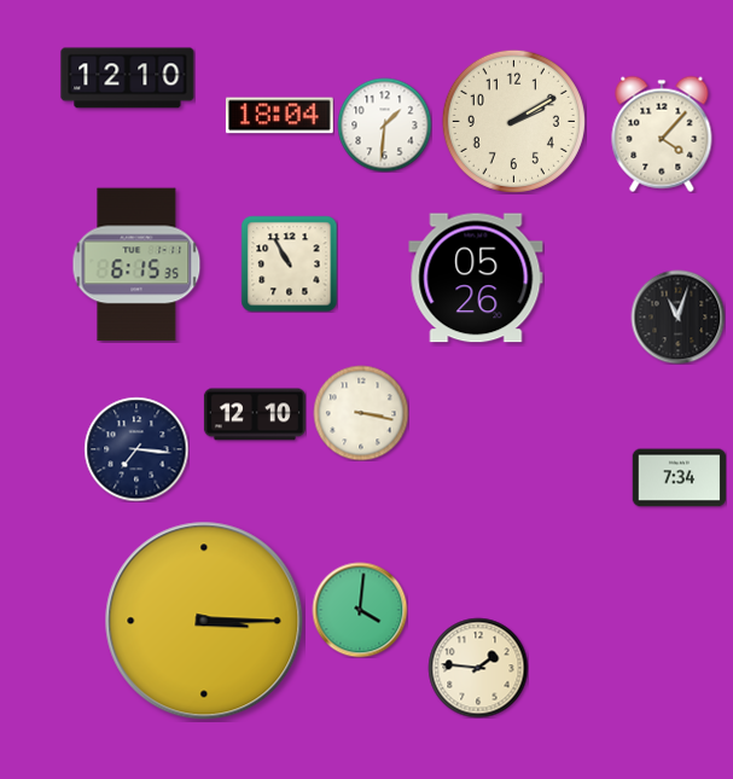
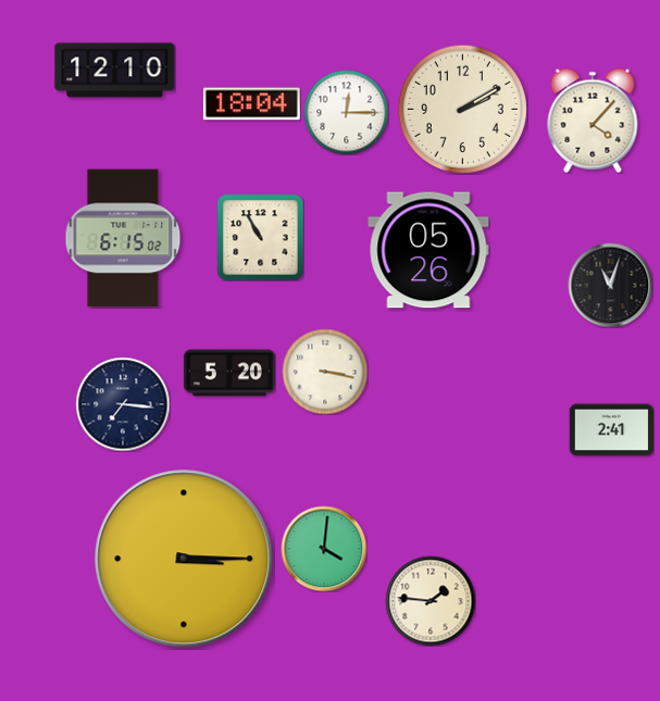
clock at (384, 124): 1:31 -> 12:15
clock at (662, 134) position: (662, 134) -> (593, 121)
clock at (136, 264): 6:15:35 -> 6:15:02
clock at (255, 414): 12:10 -> 5:20
clock at (679, 478): 7:34 -> 2:41
